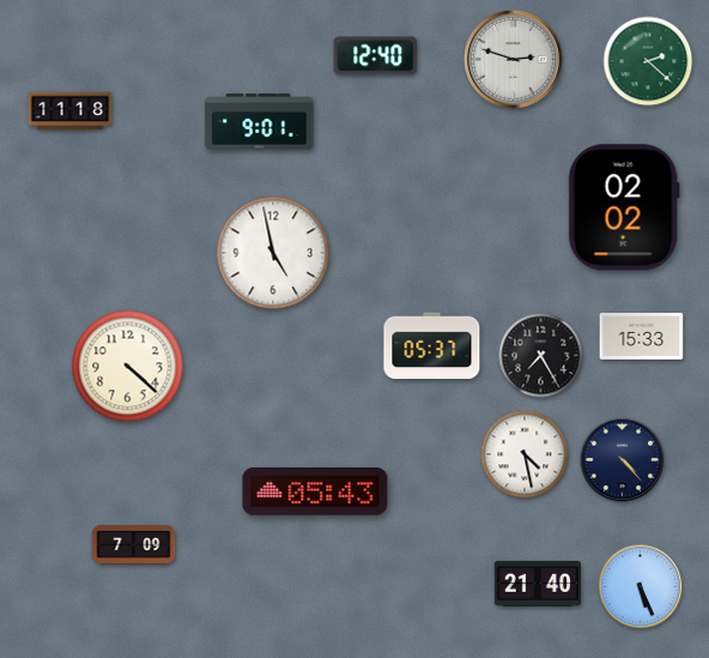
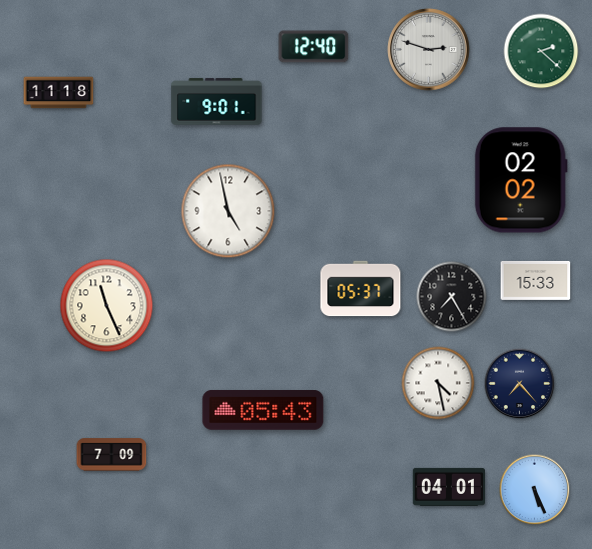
clock at (624, 207) position: (624, 207) -> (521, 180)
clock at (128, 367): 4:22 -> 11:26
clock at (525, 454) position: (525, 454) -> (438, 383)
clock at (623, 460): 4:23 -> 7:23
clock at (537, 584): 21:40 -> 04:01
